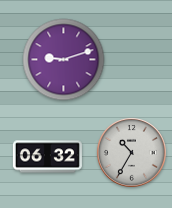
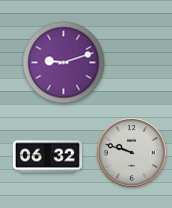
clock at (64, 60) position: (64, 60) -> (64, 63)
clock at (131, 152): 10:35 -> 9:48
